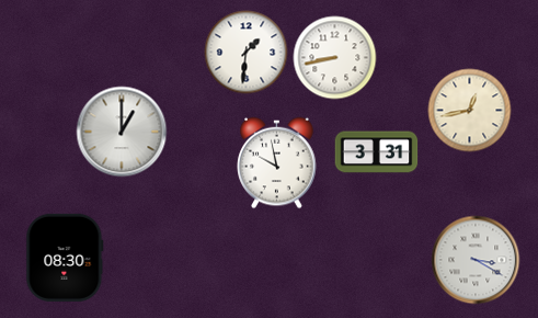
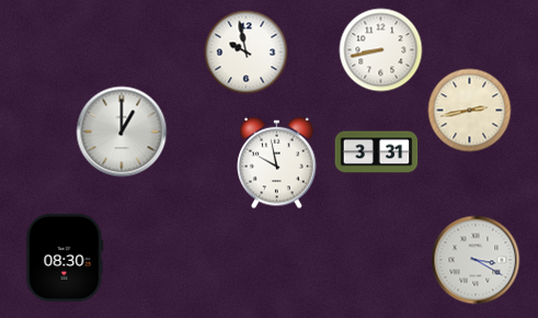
clock at (247, 53): 1:31 -> 9:58
clock at (335, 58) position: (335, 58) -> (381, 50)
clock at (470, 111): 12:43 -> 2:43
